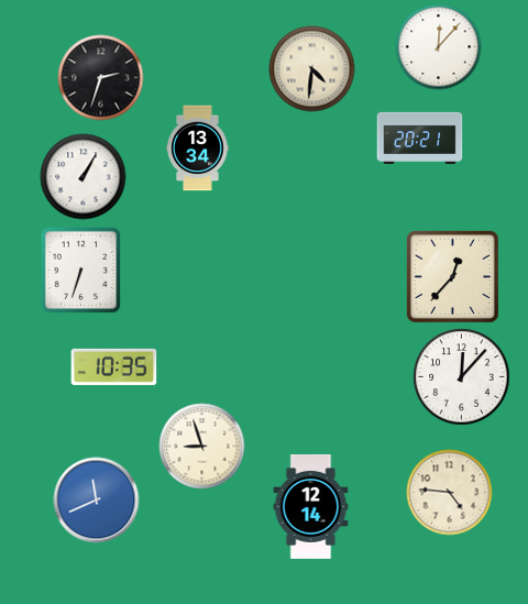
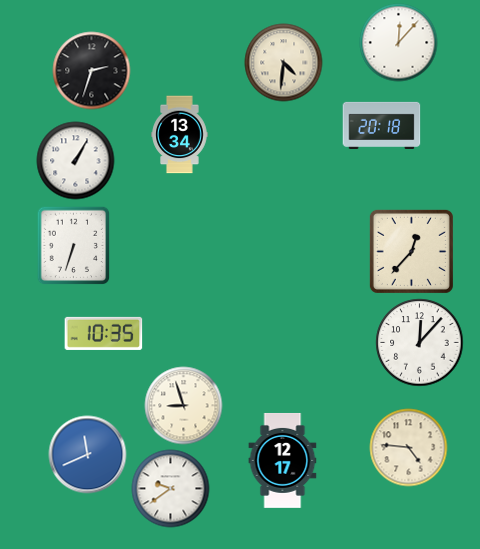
clock at (419, 138): 20:21 -> 20:18
clock at (311, 506): 12:14 -> 12:17
clock at (170, 488): none -> 9:39
